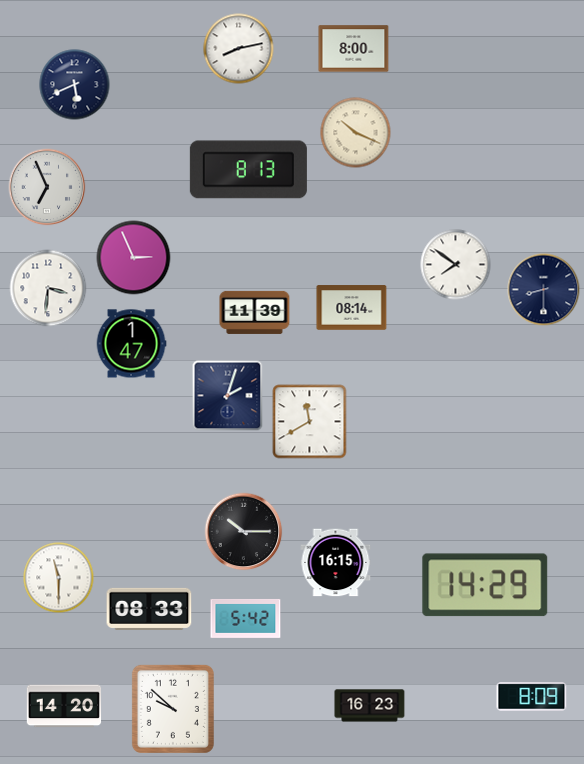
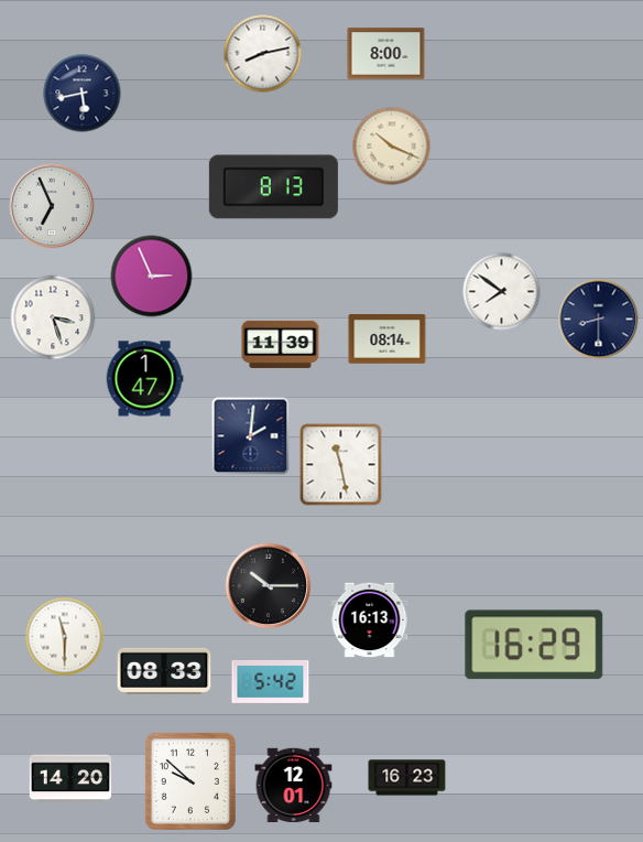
clock at (354, 49) position: (354, 49) -> (386, 54)
clock at (75, 85): 5:41 -> 5:43
clock at (134, 258) position: (134, 258) -> (152, 277)
clock at (48, 288): 3:31 -> 3:27
clock at (228, 396): 2:03 -> 2:01
clock at (310, 422): 11:40 -> 11:28
clock at (336, 563): 16:15 -> 16:13
clock at (485, 585): 14:29 -> 16:29
clock at (532, 697): 8:09 -> none
clock at (294, 786): none -> 12:01
